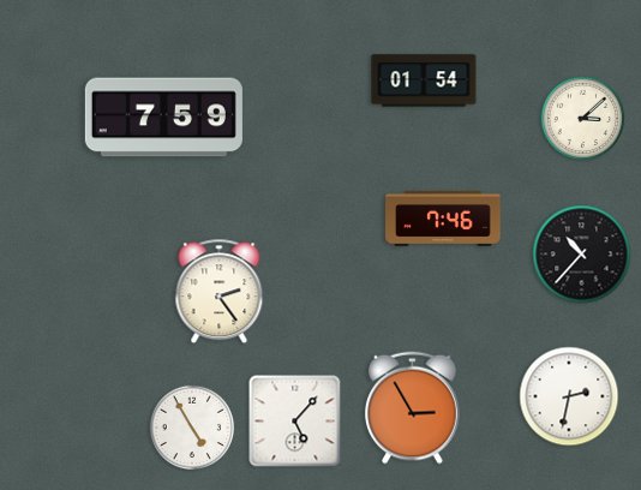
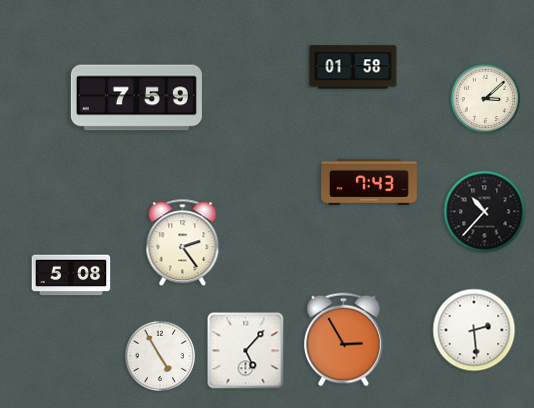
clock at (424, 80): 01:54 -> 01:58
clock at (443, 219): 7:46 -> 7:43
clock at (71, 275): none -> 5:08
clock at (569, 396): 2:32 -> 2:29
